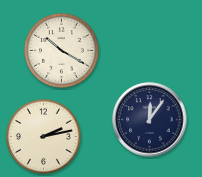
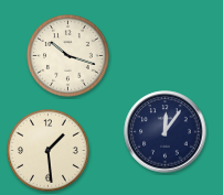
clock at (62, 51): 10:20 -> 10:18
clock at (44, 137): 2:13 -> 1:29
